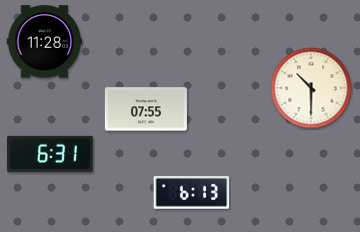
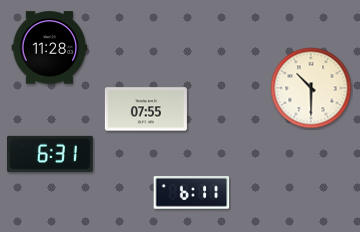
clock at (45, 42) position: (45, 42) -> (50, 48)
clock at (192, 193): 6:13 -> 6:11
